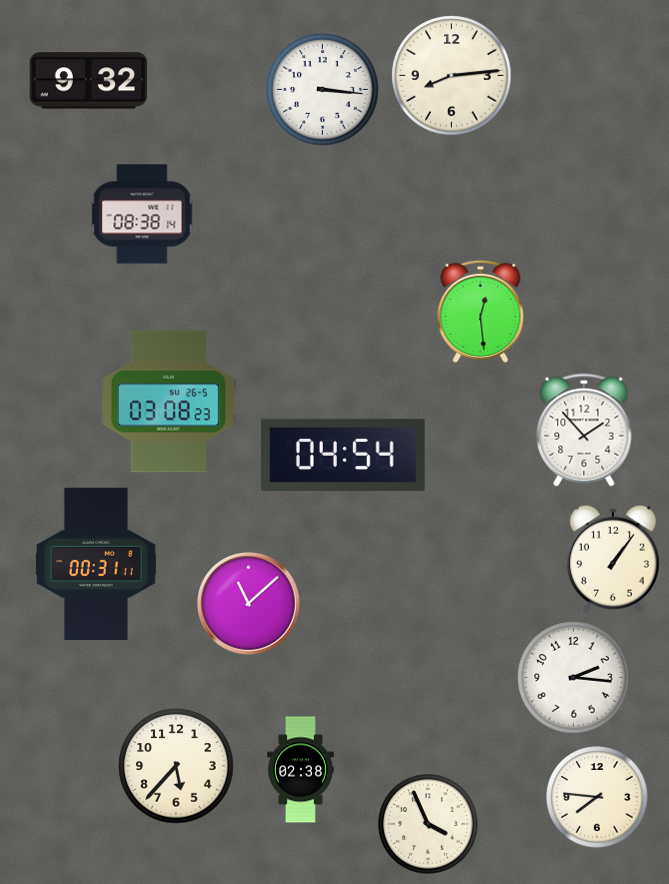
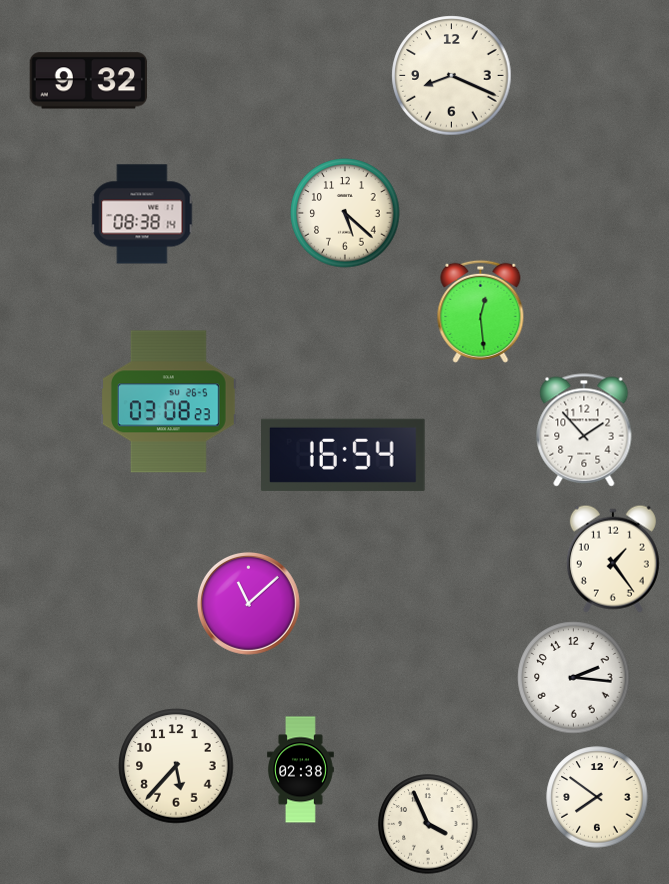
clock at (452, 76): 8:14 -> 8:19
clock at (323, 90): 3:16 -> none
clock at (345, 213): none -> 5:22
clock at (344, 455): 04:54 -> 16:54
clock at (613, 559): 1:06 -> 1:24
clock at (96, 564): 00:31 -> none
clock at (597, 797): 7:46 -> 7:51
